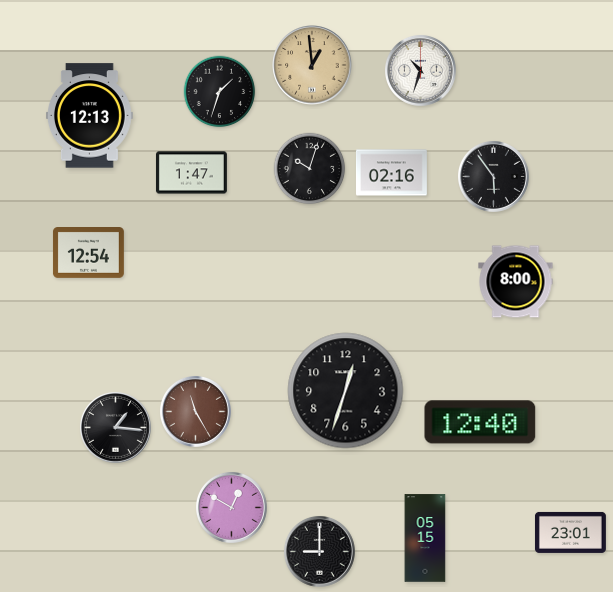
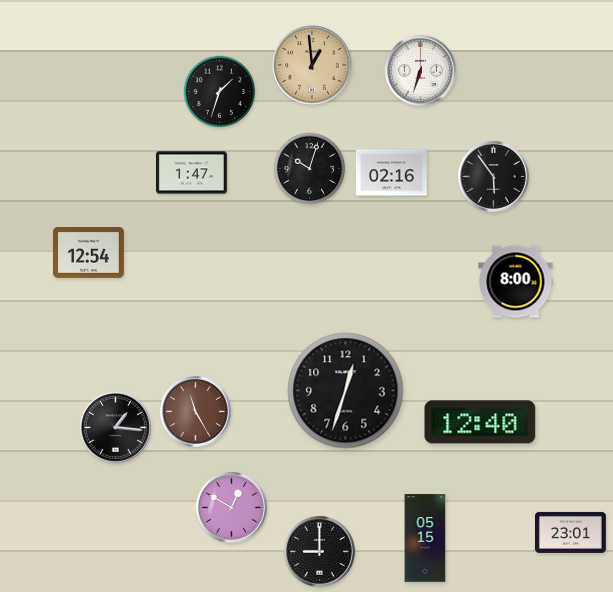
clock at (420, 70): 10:33 -> 6:33
clock at (89, 116): 12:13 -> none
